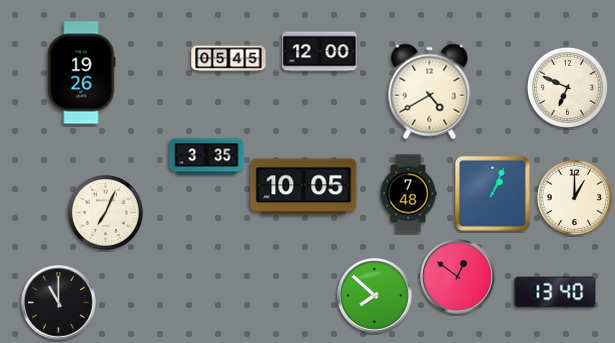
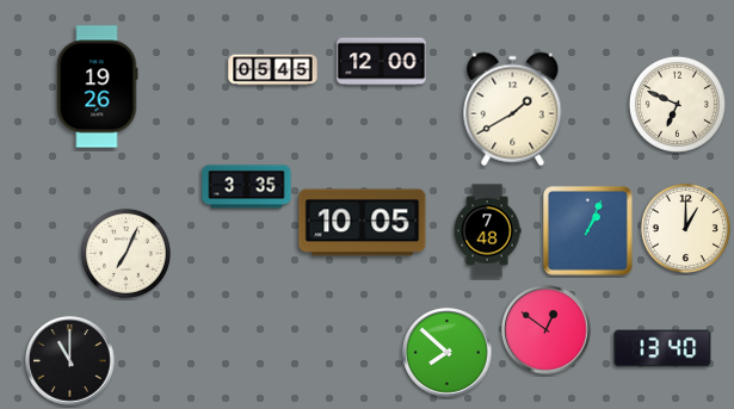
clock at (430, 92): 4:40 -> 1:40
clock at (574, 197) position: (574, 197) -> (685, 228)
